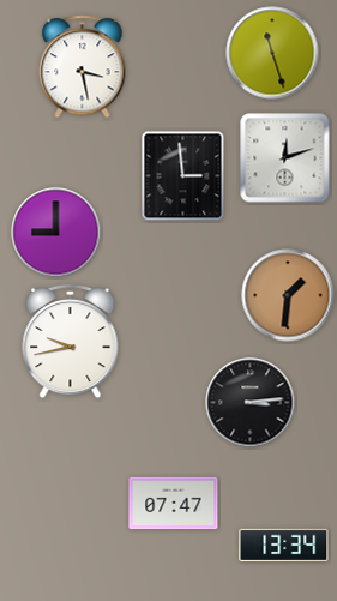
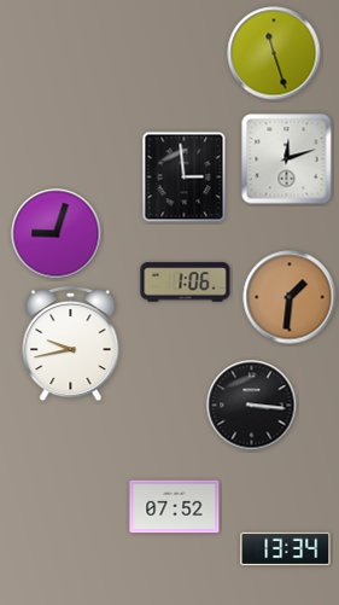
clock at (83, 67): 3:28 -> none
clock at (56, 233): 9:00 -> 9:03
clock at (186, 283): none -> 1:06
clock at (251, 403): 3:14 -> 3:16
clock at (174, 504): 07:47 -> 07:52
